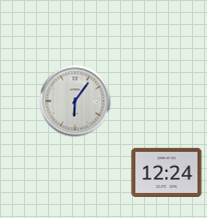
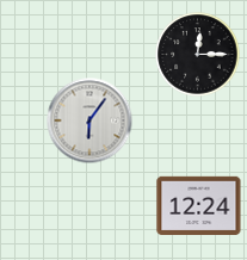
clock at (198, 55): none -> 12:15
